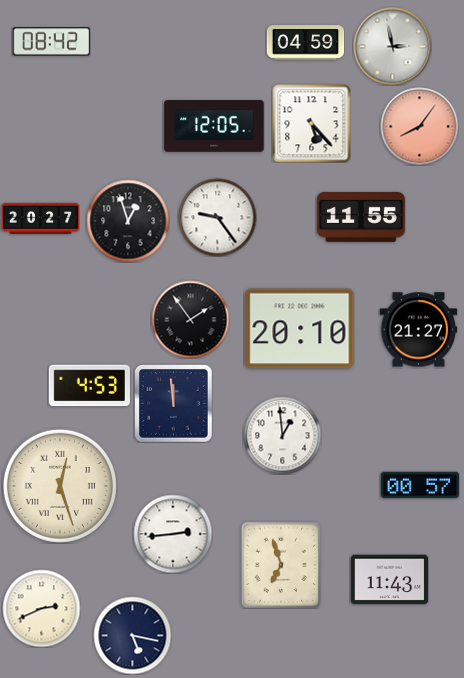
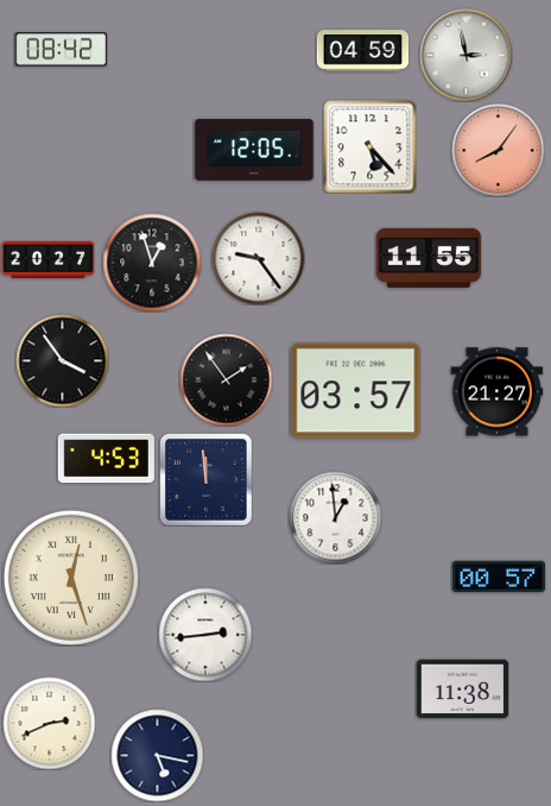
clock at (62, 360): none -> 3:54
clock at (300, 329): 20:10 -> 03:57
clock at (281, 565): 6:57 -> none
clock at (389, 580): 11:43 -> 11:38
